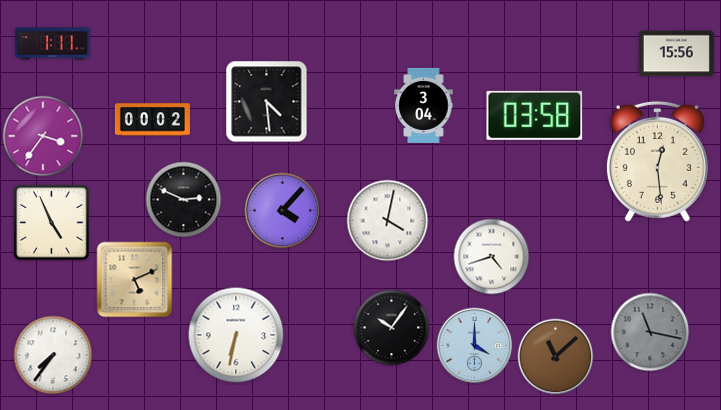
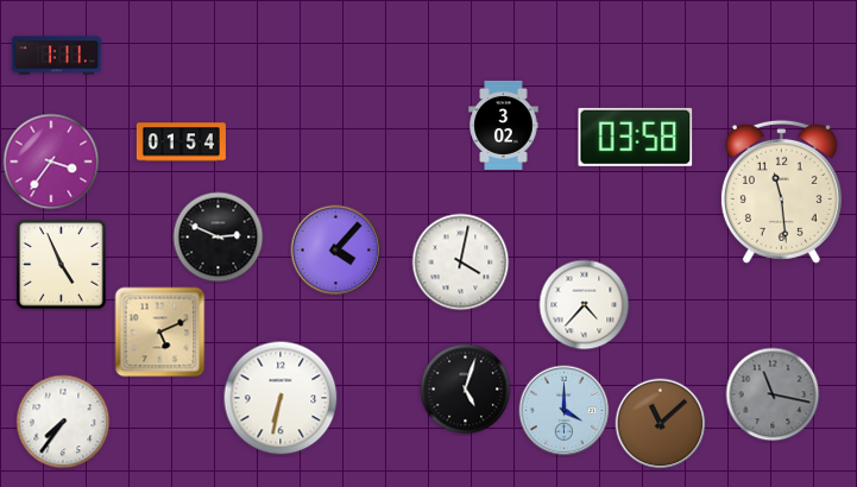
clock at (52, 44) position: (52, 44) -> (56, 56)
clock at (676, 54): 15:56 -> none
clock at (267, 102): 4:29 -> none
clock at (424, 105): 3:04 -> 3:02
clock at (152, 120): 00:02 -> 01:54
clock at (657, 161): 12:29 -> 11:29
clock at (492, 257): 4:42 -> 4:37
clock at (392, 328): 10:06 -> 5:03
